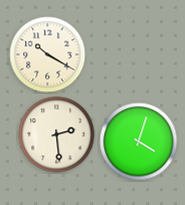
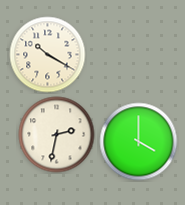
clock at (57, 135): 2:29 -> 2:32
clock at (139, 142): 4:03 -> 4:00
